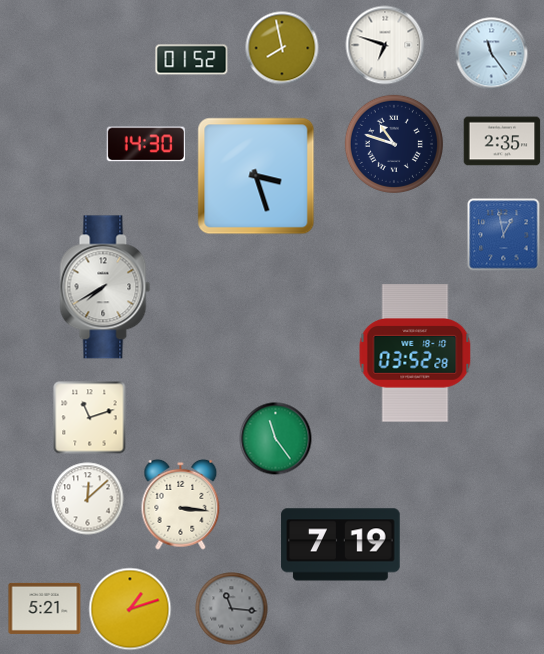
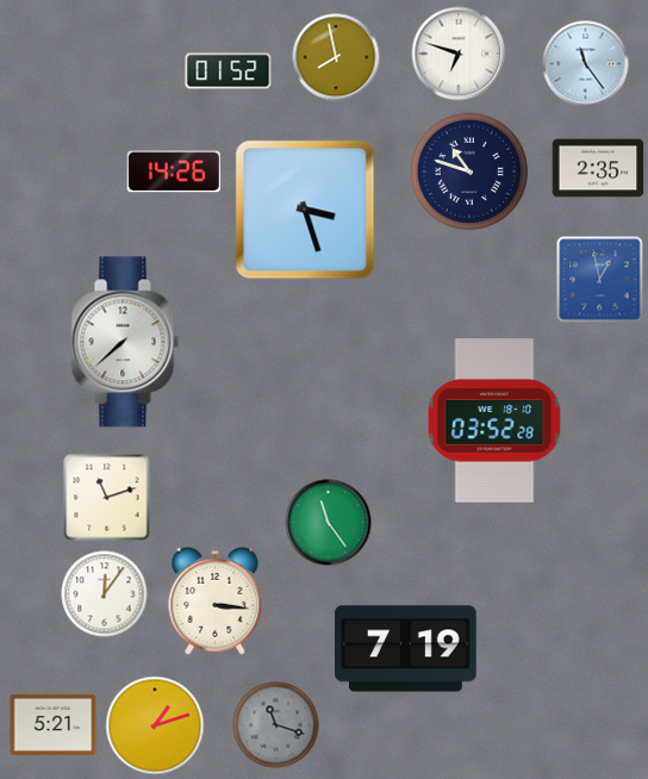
clock at (146, 144): 14:30 -> 14:26
clock at (105, 287): 7:40 -> 7:38
clock at (88, 499): 12:08 -> 12:06
clock at (232, 609): 11:16 -> 11:18
